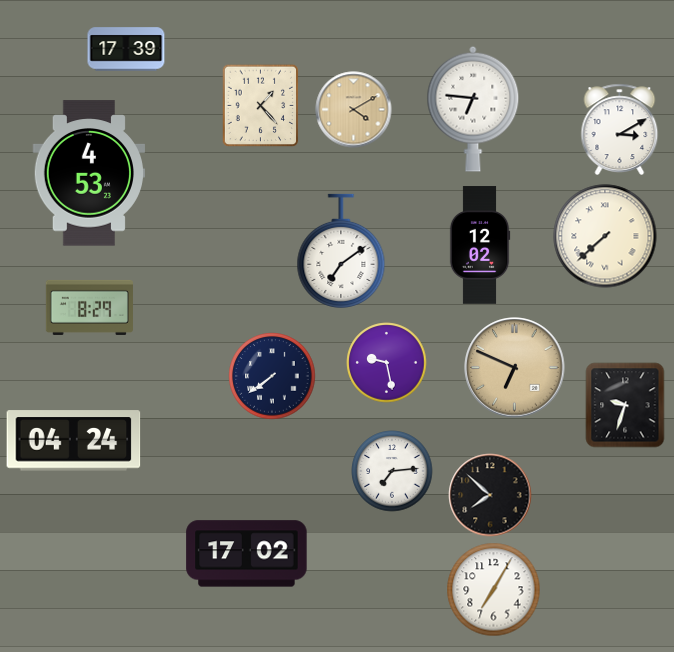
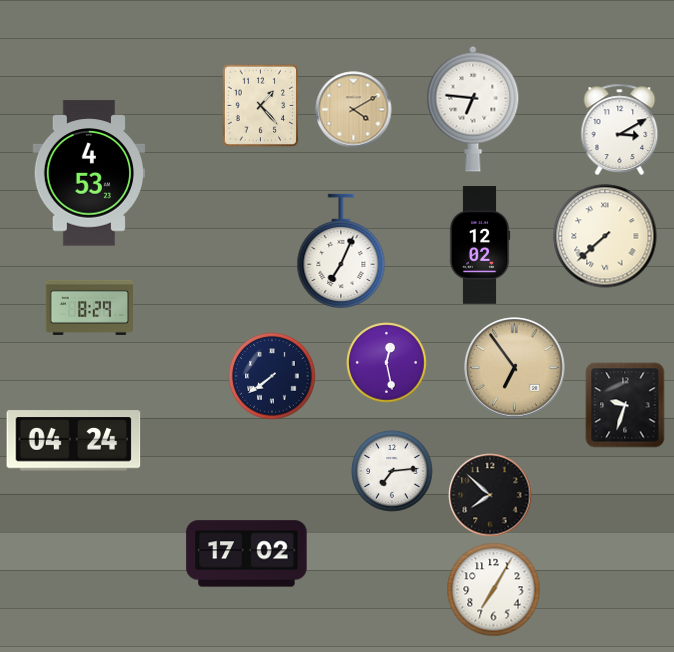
clock at (126, 49): 17:39 -> none
clock at (341, 250): 7:09 -> 7:04
clock at (387, 363): 9:28 -> 12:28
clock at (515, 368): 6:49 -> 6:54
